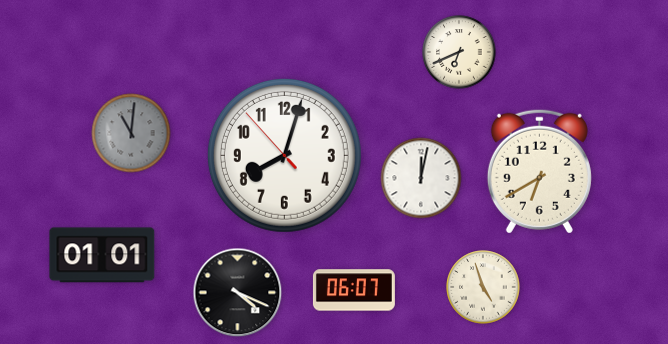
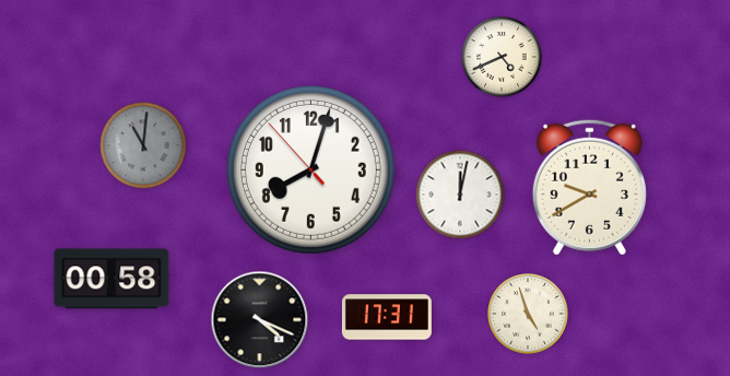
clock at (459, 52): 6:41 -> 4:41
clock at (539, 171): 6:40 -> 9:40
clock at (102, 255): 01:01 -> 00:58
clock at (354, 290): 06:07 -> 17:31
